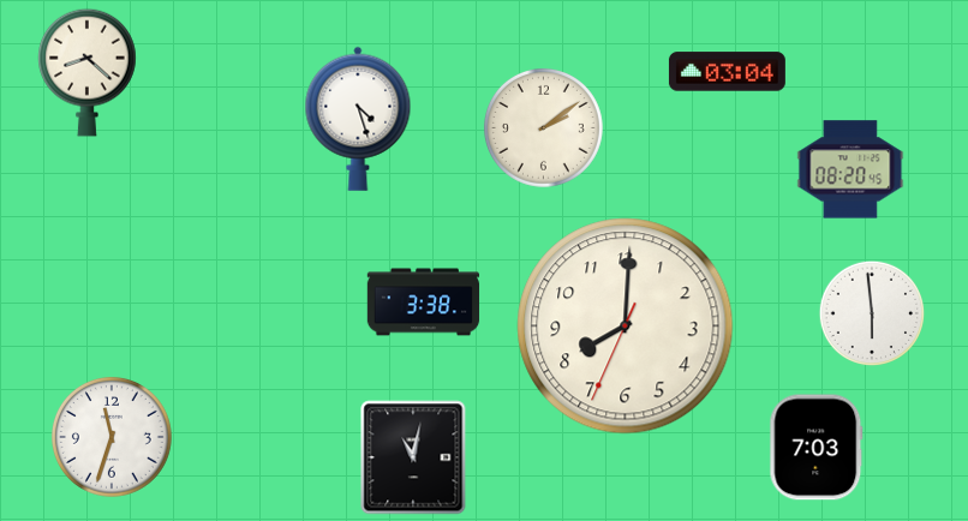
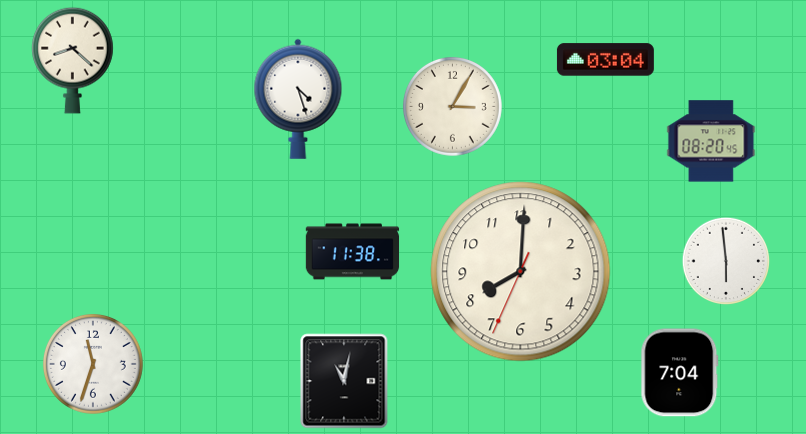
clock at (543, 127): 2:09 -> 3:05
clock at (850, 169) position: (850, 169) -> (711, 141)
clock at (424, 303): 3:38 -> 11:38
clock at (817, 448): 7:03 -> 7:04
